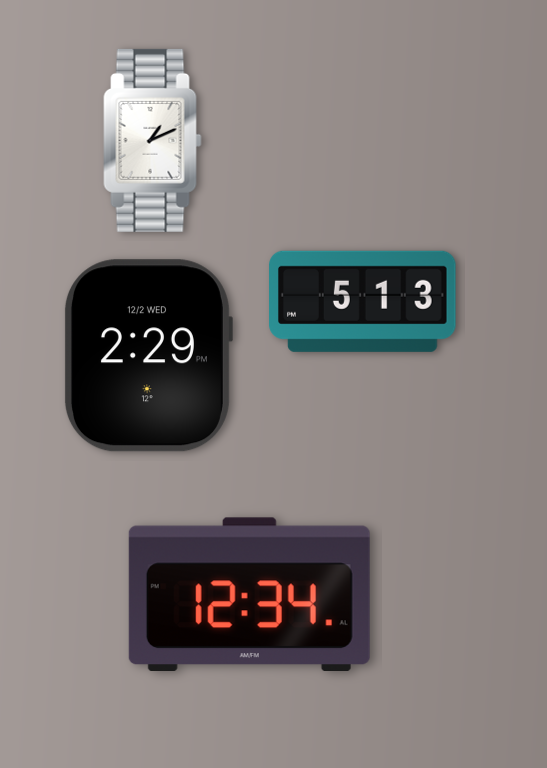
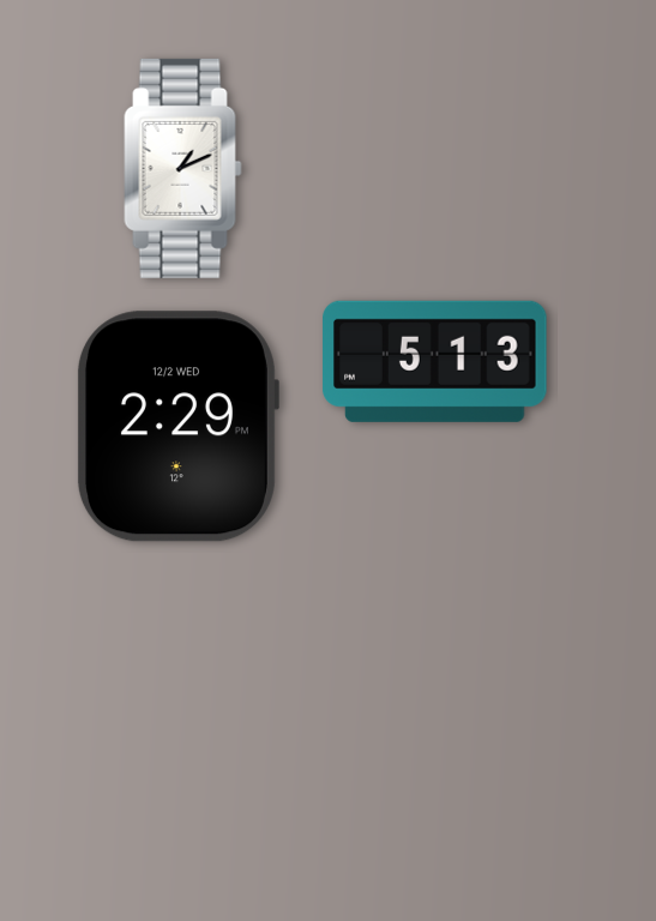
clock at (249, 594): 12:34 -> none
